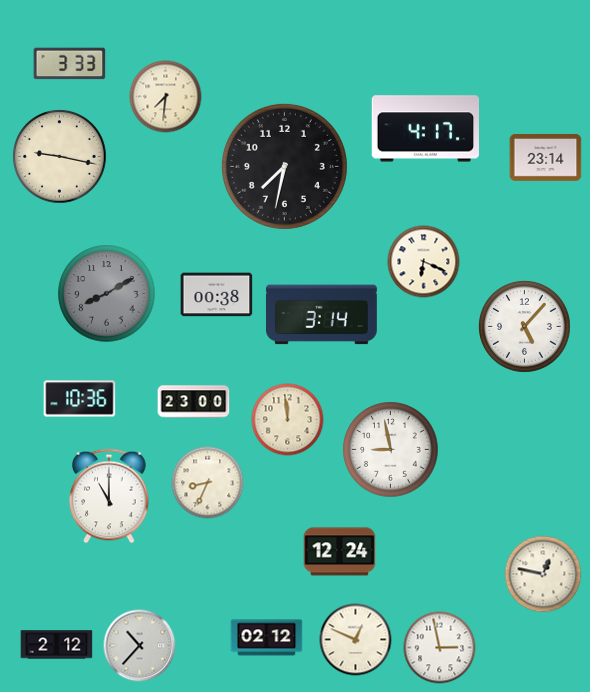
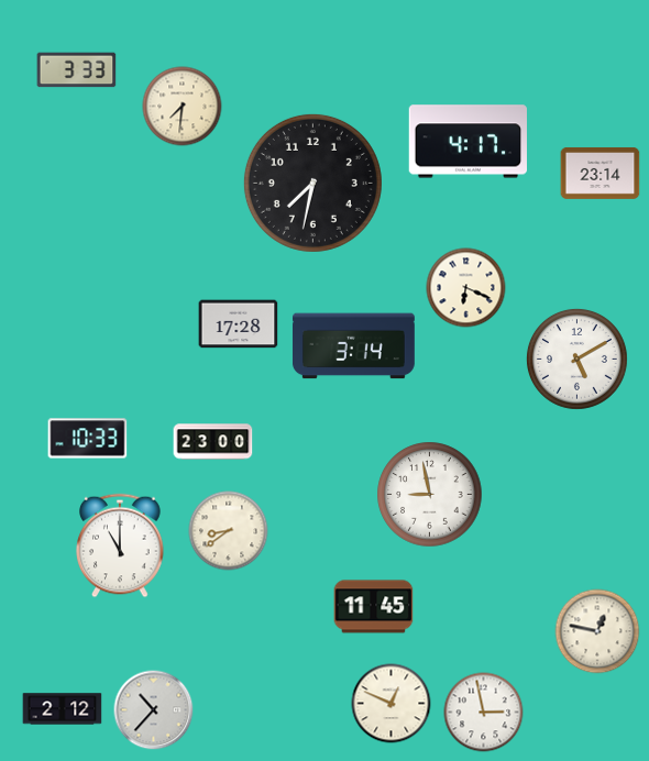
clock at (60, 157): 9:17 -> none
clock at (107, 294): 8:10 -> none
clock at (217, 295): 00:38 -> 17:28
clock at (524, 326): 5:07 -> 5:10
clock at (80, 399): 10:36 -> 10:33
clock at (288, 420): 11:59 -> none
clock at (208, 483): 8:34 -> 8:39
clock at (340, 552): 12:24 -> 11:45
clock at (267, 638): 02:12 -> none
